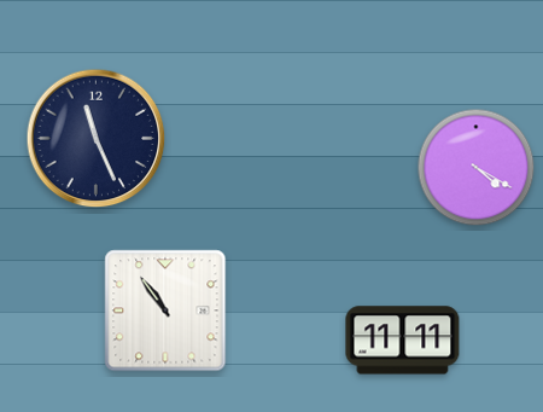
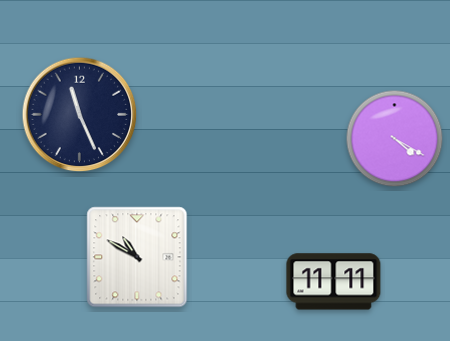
clock at (165, 311): 10:54 -> 10:50
